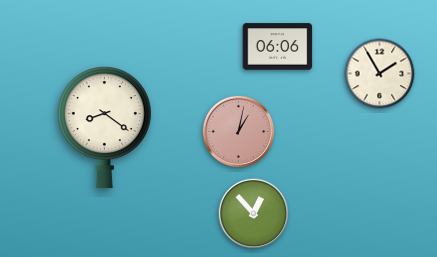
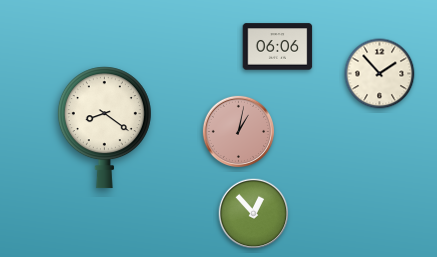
clock at (380, 74): 1:55 -> 1:53
